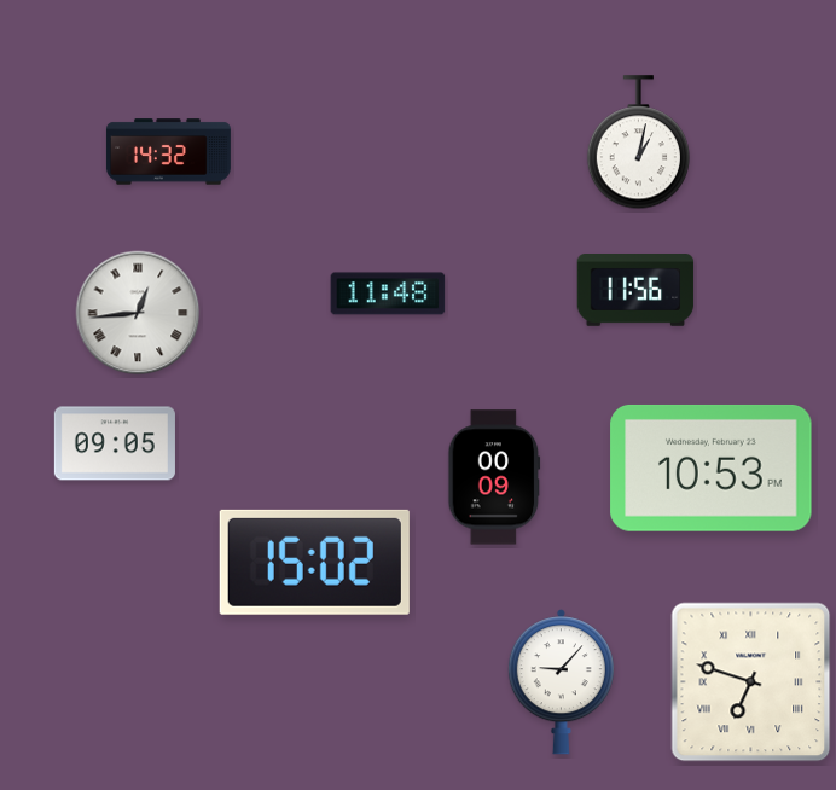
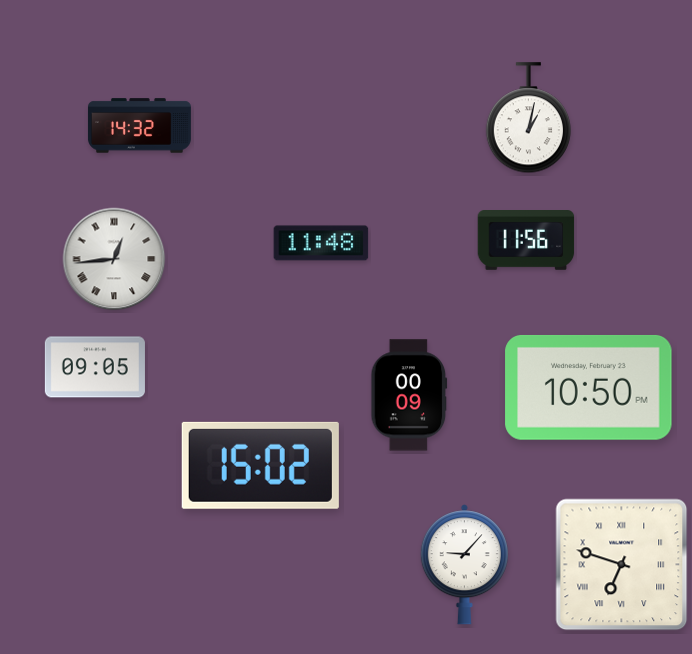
clock at (712, 467): 10:53 -> 10:50
